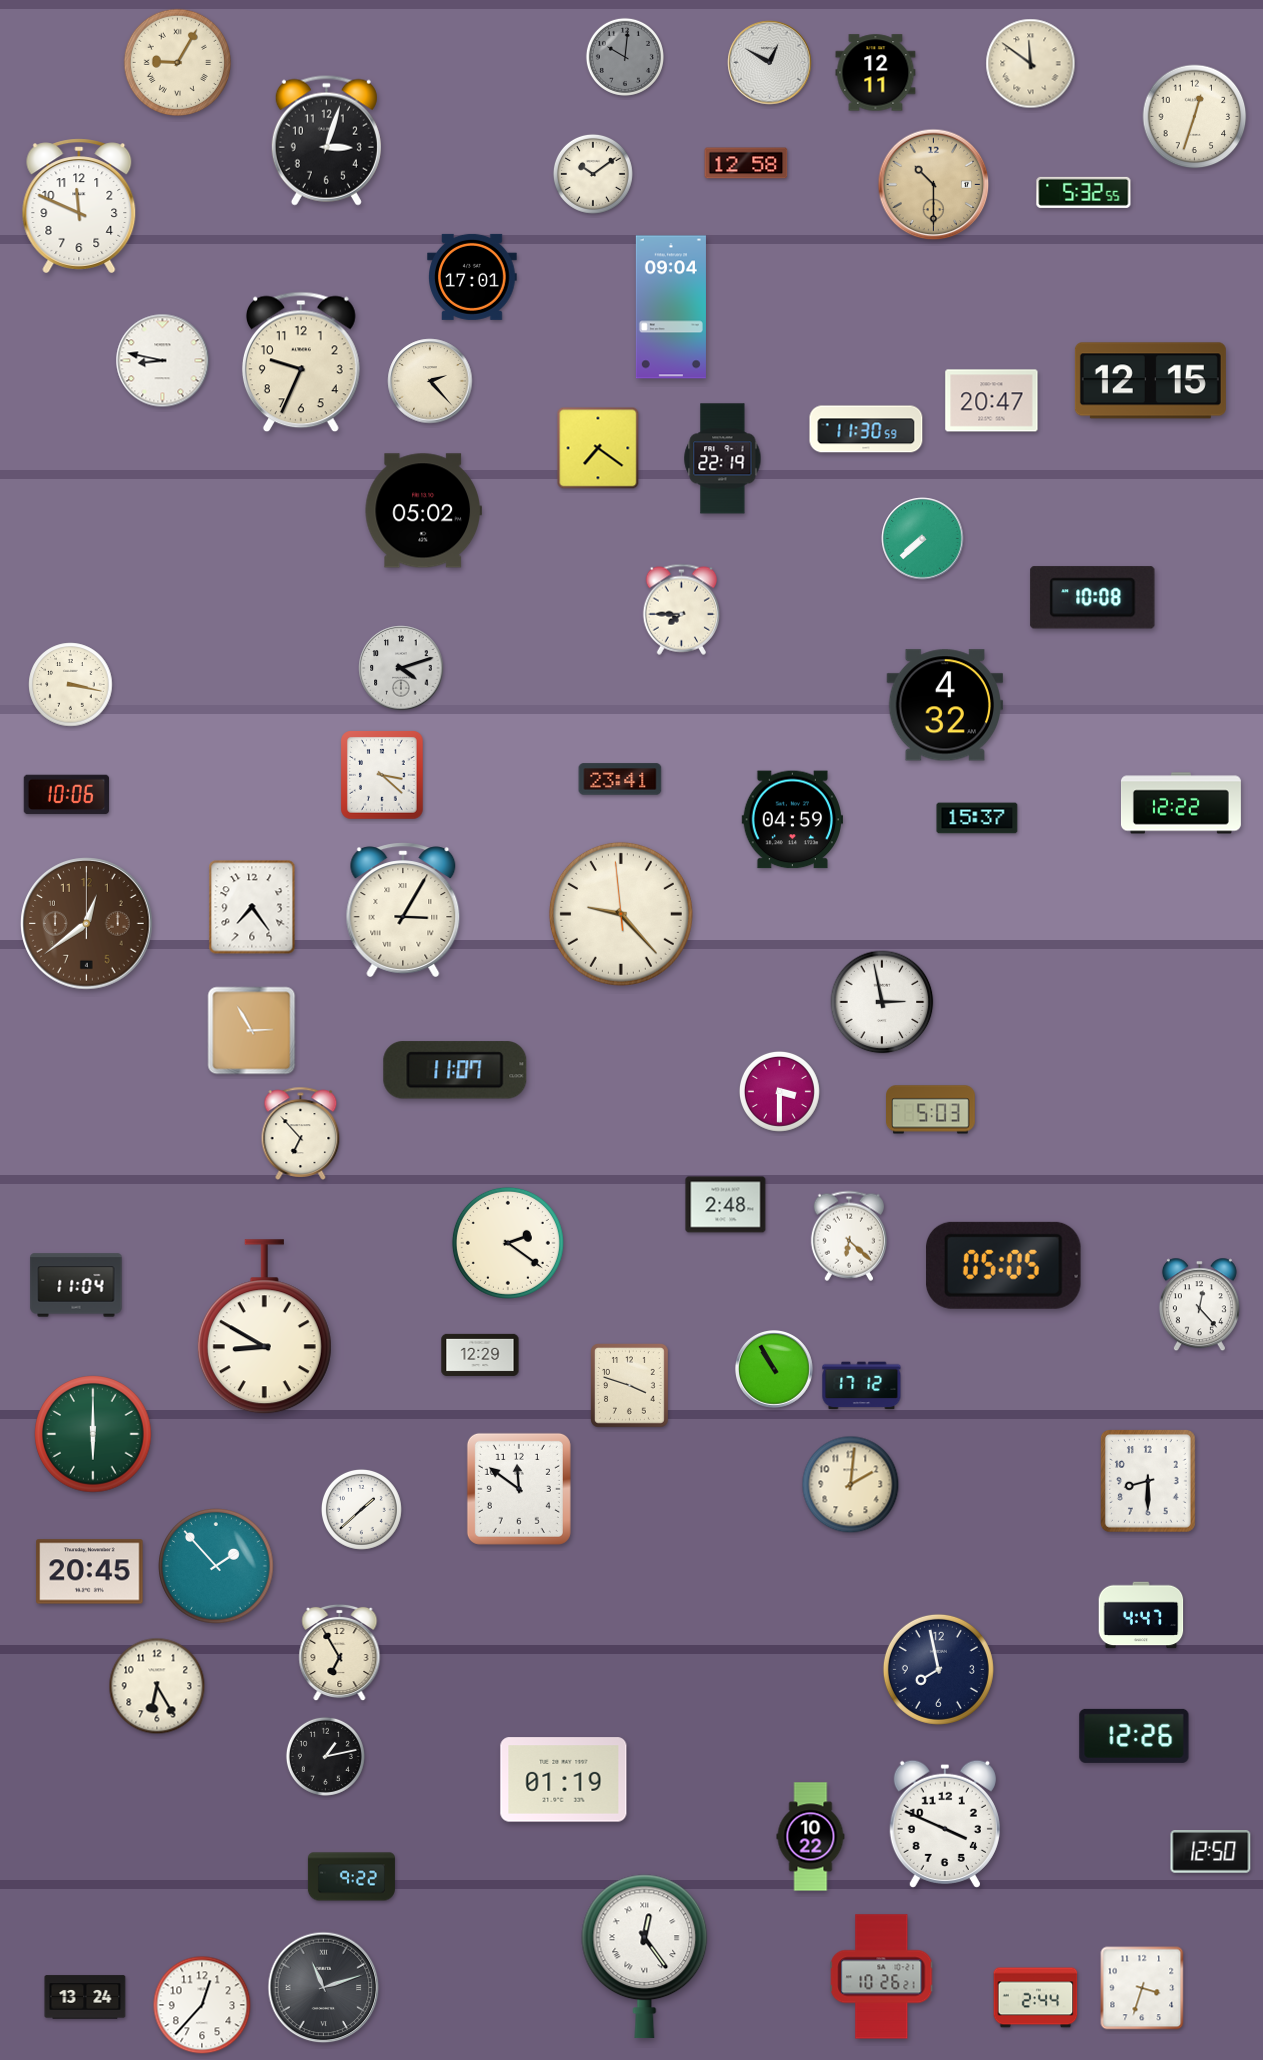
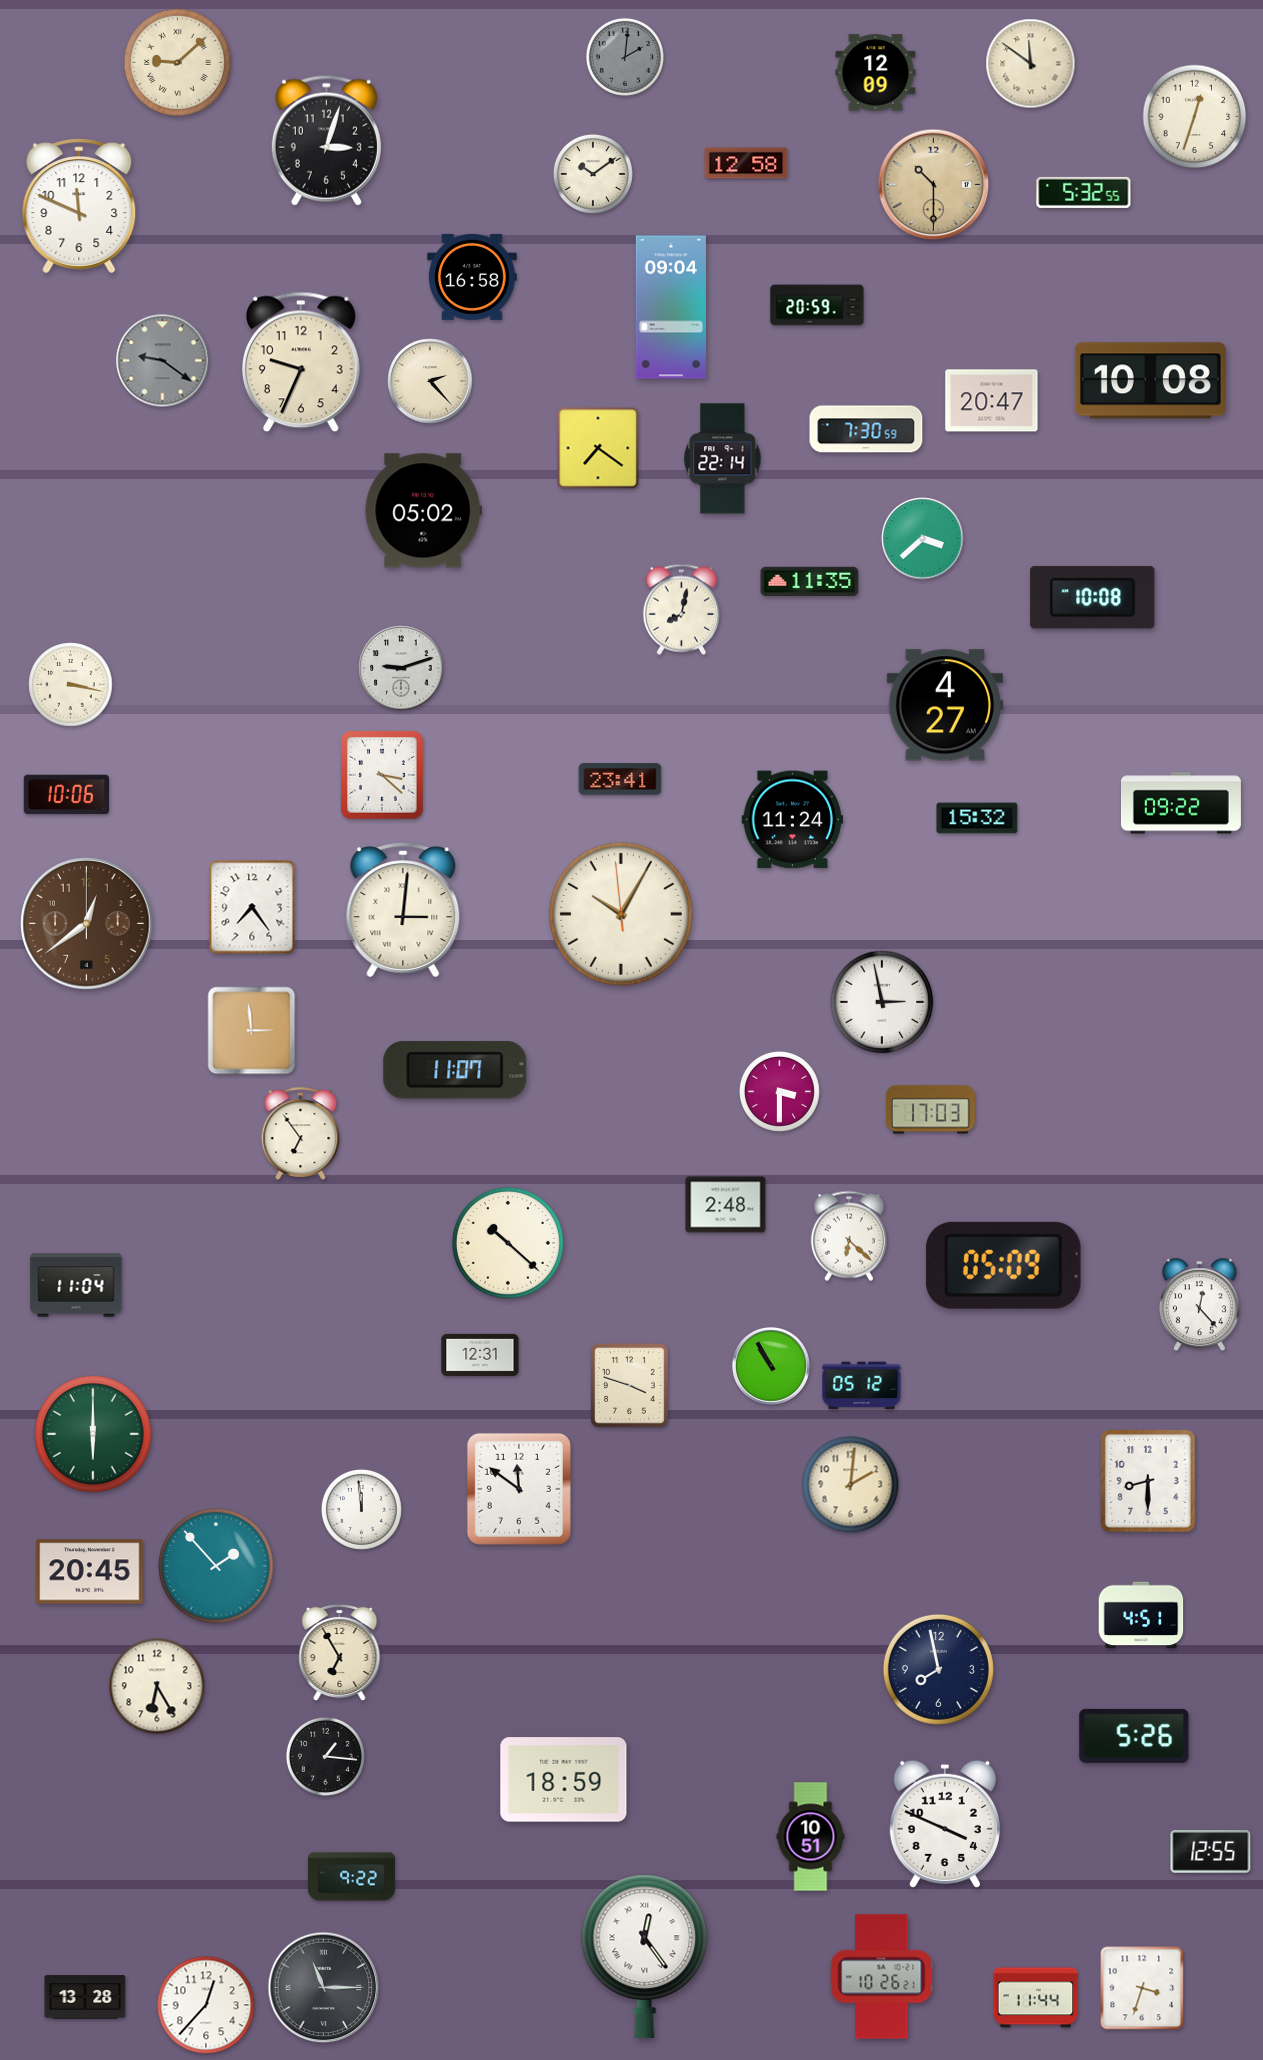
clock at (625, 57): 10:01 -> 2:01
clock at (177, 62): 9:05 -> 9:08
clock at (770, 63): 12:50 -> none
clock at (876, 73): 12:11 -> 12:09
clock at (472, 277): 17:01 -> 16:58
clock at (817, 305): none -> 20:59
clock at (163, 361): 8:47 -> 9:21
clock at (163, 361) dial: white -> grey
clock at (1150, 381): 12:15 -> 10:08
clock at (866, 429): 11:30 -> 7:30
clock at (723, 459): 22:19 -> 22:14
clock at (923, 539): 7:38 -> 3:38
clock at (810, 582): none -> 11:35
clock at (682, 609): 7:45 -> 8:02
clock at (401, 668): 4:12 -> 9:12
clock at (945, 705): 4:32 -> 4:27
clock at (1181, 803): 12:22 -> 09:22
clock at (977, 818): 15:37 -> 15:32
clock at (792, 820): 04:59 -> 11:24
clock at (403, 910): 3:05 -> 3:01
clock at (621, 914): 9:22 -> 10:04
clock at (252, 1031): 2:55 -> 2:59
clock at (931, 1110): 5:03 -> 17:03
clock at (301, 1133): 6:53 -> 6:54
clock at (508, 1243): 2:21 -> 10:22
clock at (1004, 1265): 05:05 -> 05:09
clock at (264, 1327): 8:50 -> none
clock at (480, 1355): 12:29 -> 12:31
clock at (775, 1370) position: (775, 1370) -> (772, 1367)
clock at (862, 1386): 17:12 -> 05:12
clock at (361, 1509): 1:38 -> 11:59
clock at (1141, 1615): 4:47 -> 4:51
clock at (1134, 1736): 12:26 -> 5:26
clock at (325, 1756): 1:13 -> 1:16
clock at (564, 1780): 01:19 -> 18:59
clock at (811, 1837): 10:22 -> 10:51
clock at (1211, 1852): 12:50 -> 12:55
clock at (324, 1988): 11:12 -> 11:15
clock at (85, 1997): 13:24 -> 13:28
clock at (1036, 1998): 2:44 -> 11:44
clock at (202, 2005) position: (202, 2005) -> (206, 2005)
